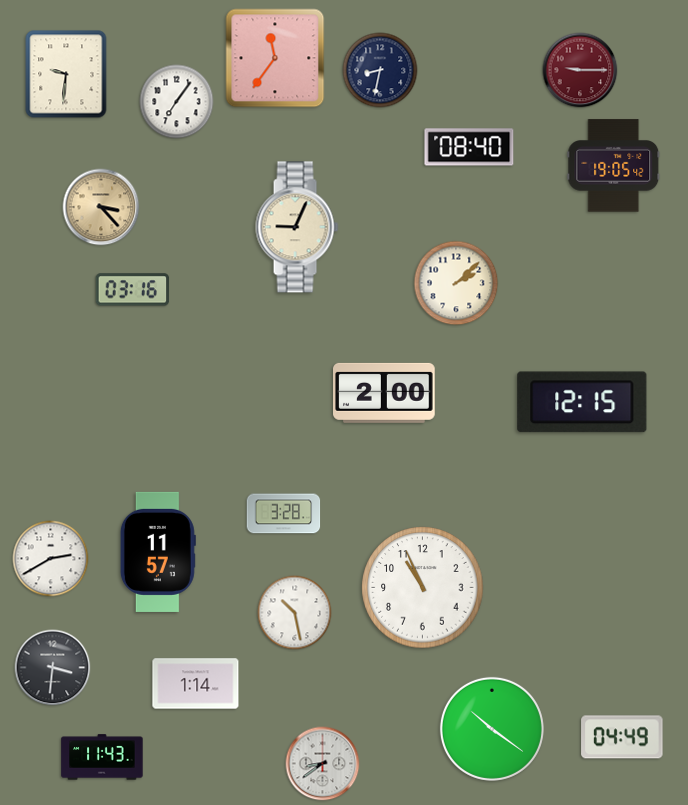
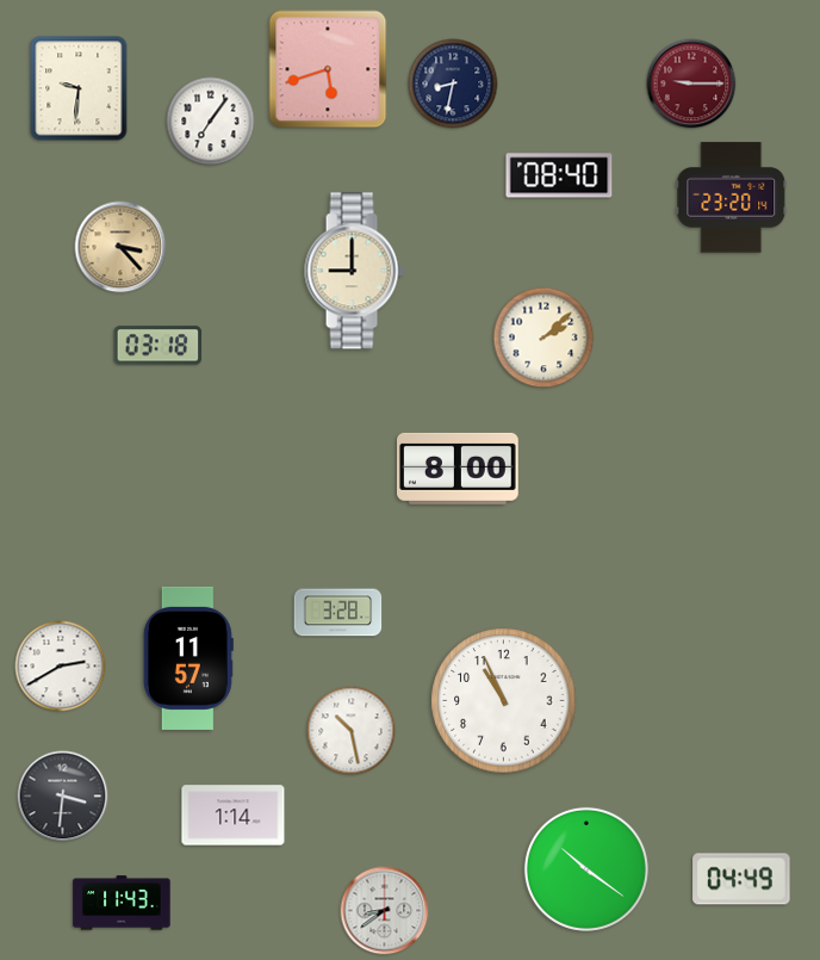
clock at (275, 58): 11:36 -> 5:42
clock at (614, 166): 19:05 -> 23:20
clock at (297, 227): 9:04 -> 9:00
clock at (133, 290): 03:16 -> 03:18
clock at (385, 393): 2:00 -> 8:00
clock at (582, 402): 12:15 -> none
